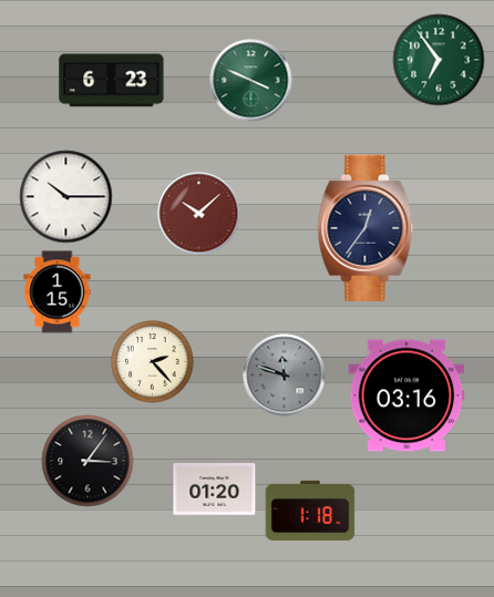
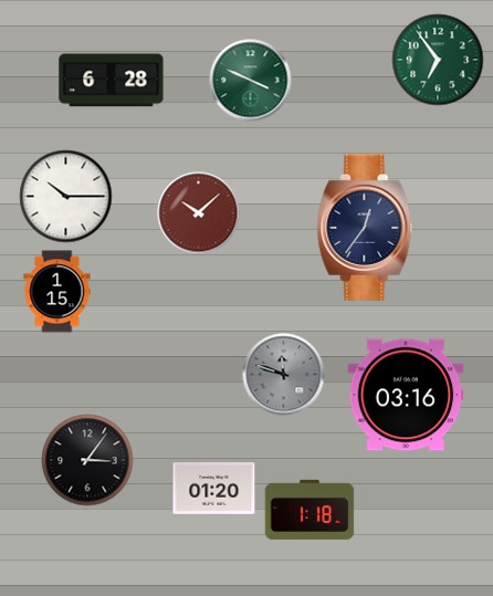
clock at (112, 81): 6:23 -> 6:28
clock at (153, 362): 2:23 -> none
